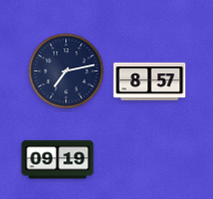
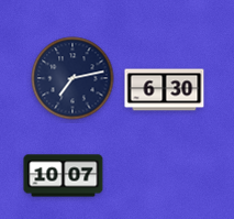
clock at (150, 82): 8:57 -> 6:30
clock at (58, 160): 09:19 -> 10:07
